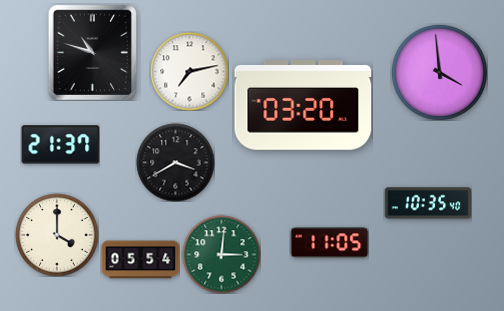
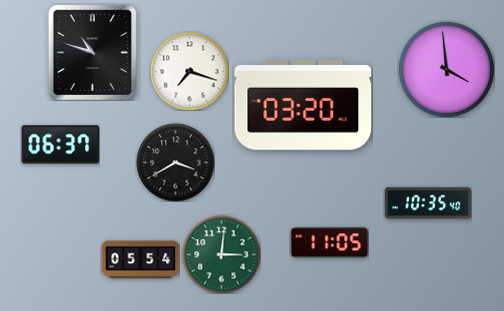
clock at (189, 71): 7:13 -> 7:18
clock at (439, 72) position: (439, 72) -> (446, 69)
clock at (60, 145): 21:37 -> 06:37
clock at (57, 235): 4:00 -> none
